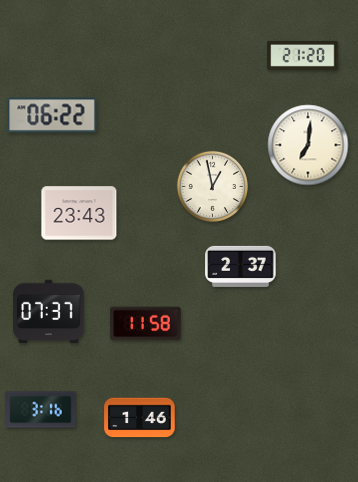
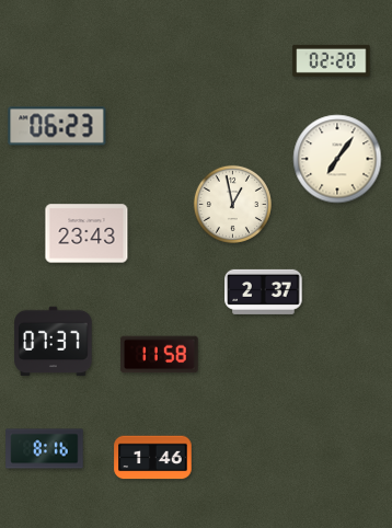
clock at (303, 55): 21:20 -> 02:20
clock at (52, 115): 06:22 -> 06:23
clock at (308, 145): 7:01 -> 7:06
clock at (41, 410): 3:16 -> 8:16
